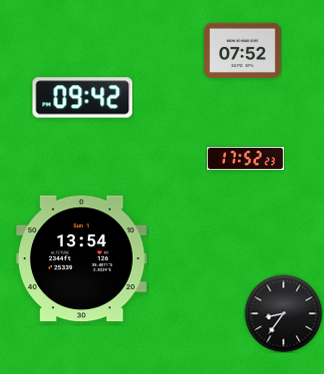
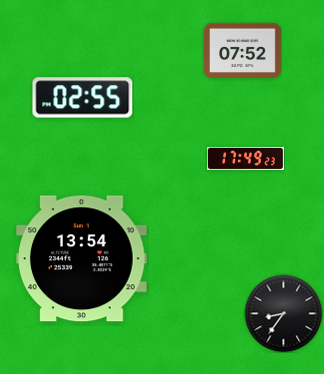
clock at (83, 98): 09:42 -> 02:55
clock at (246, 158): 17:52 -> 17:49
